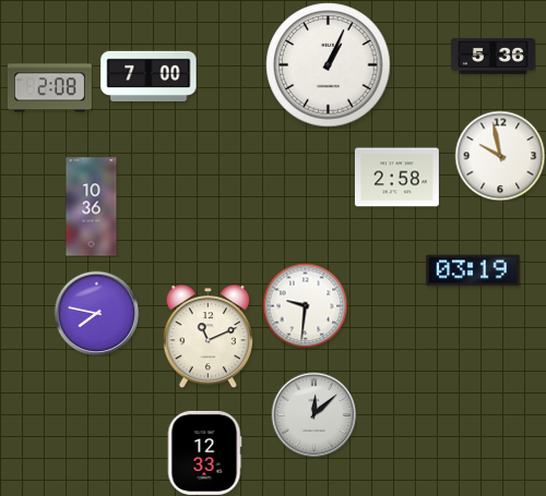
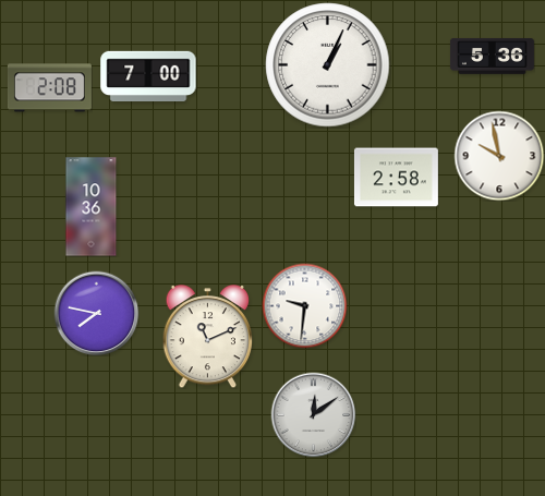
clock at (473, 270): 03:19 -> none
clock at (313, 414): 12:08 -> 12:09
clock at (204, 452): 12:33 -> none
